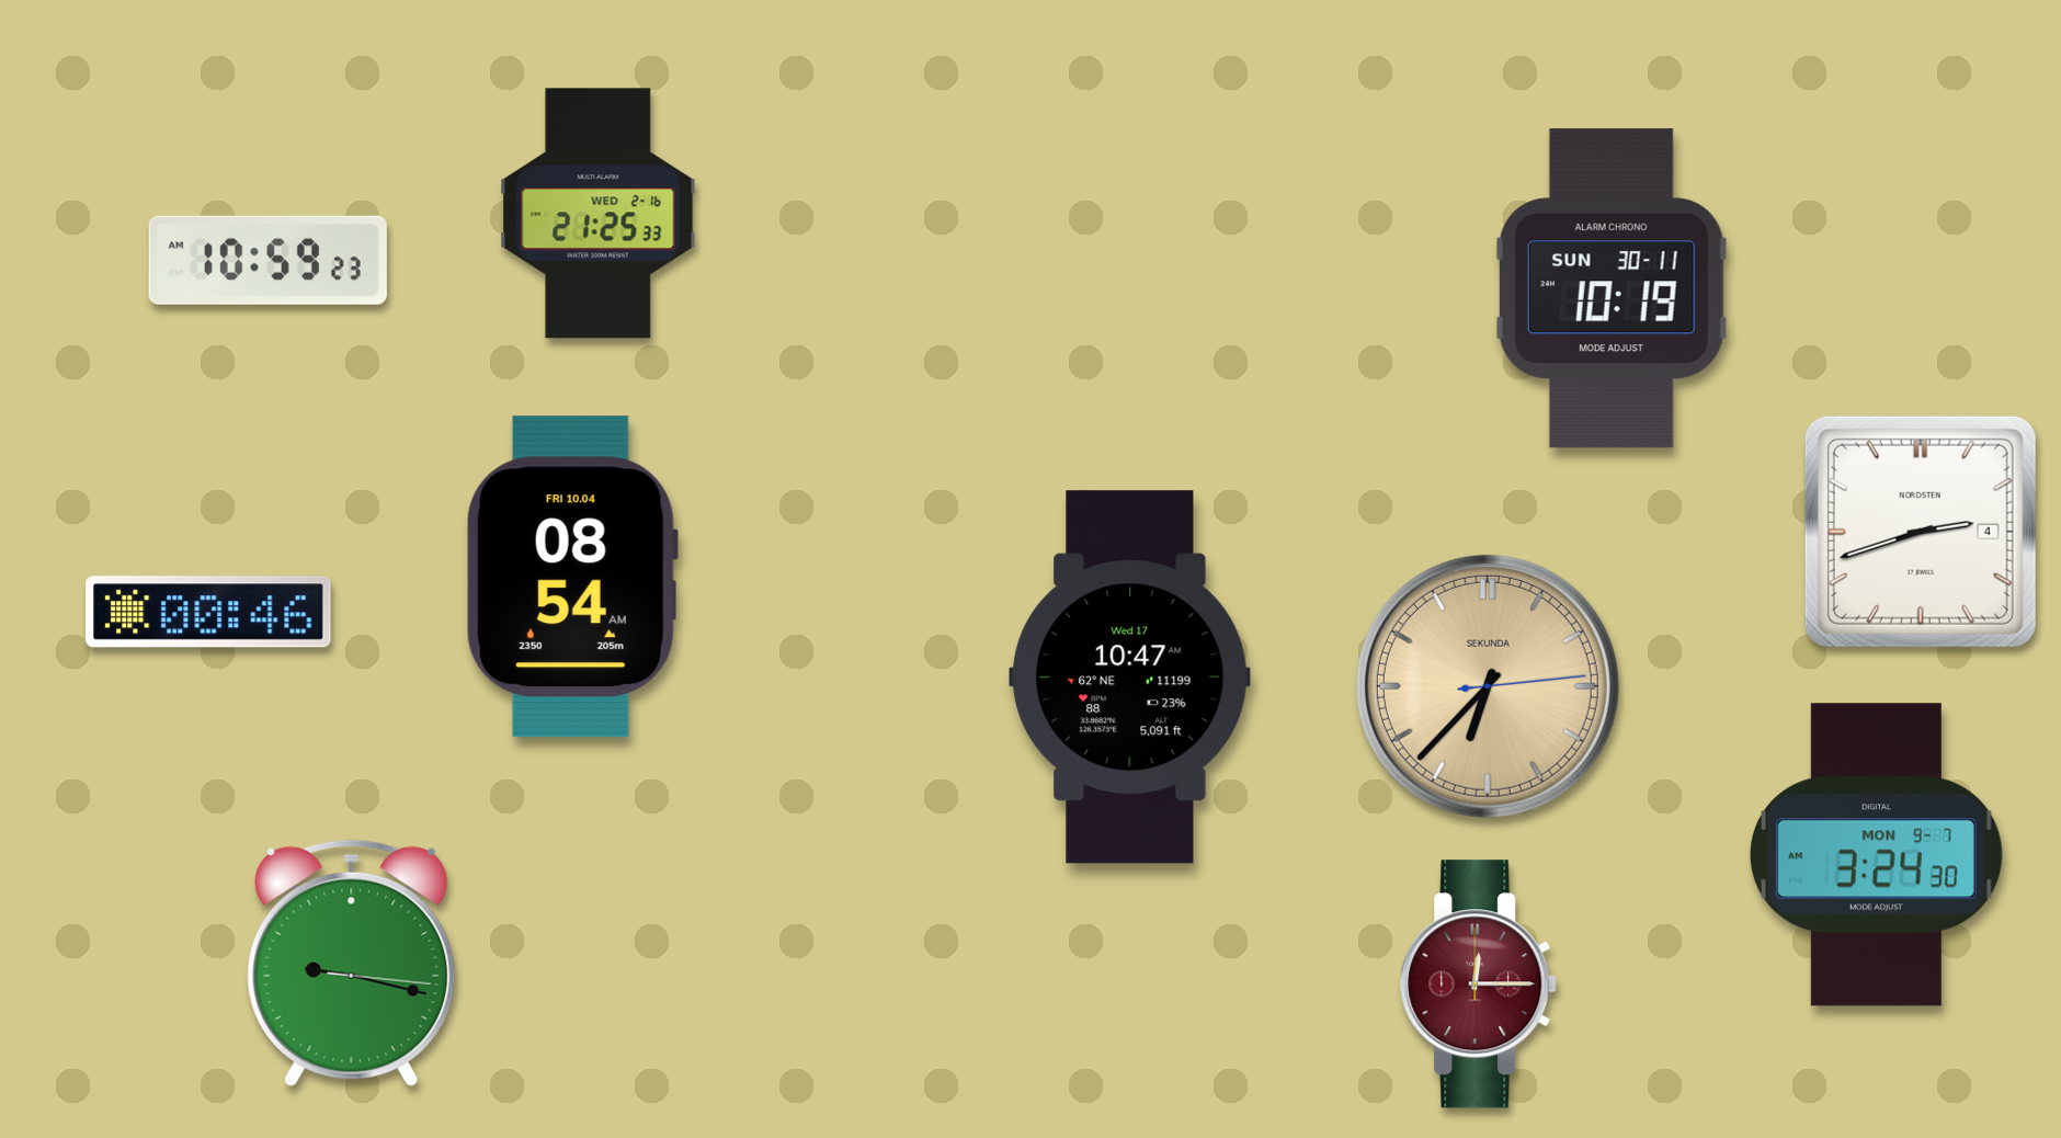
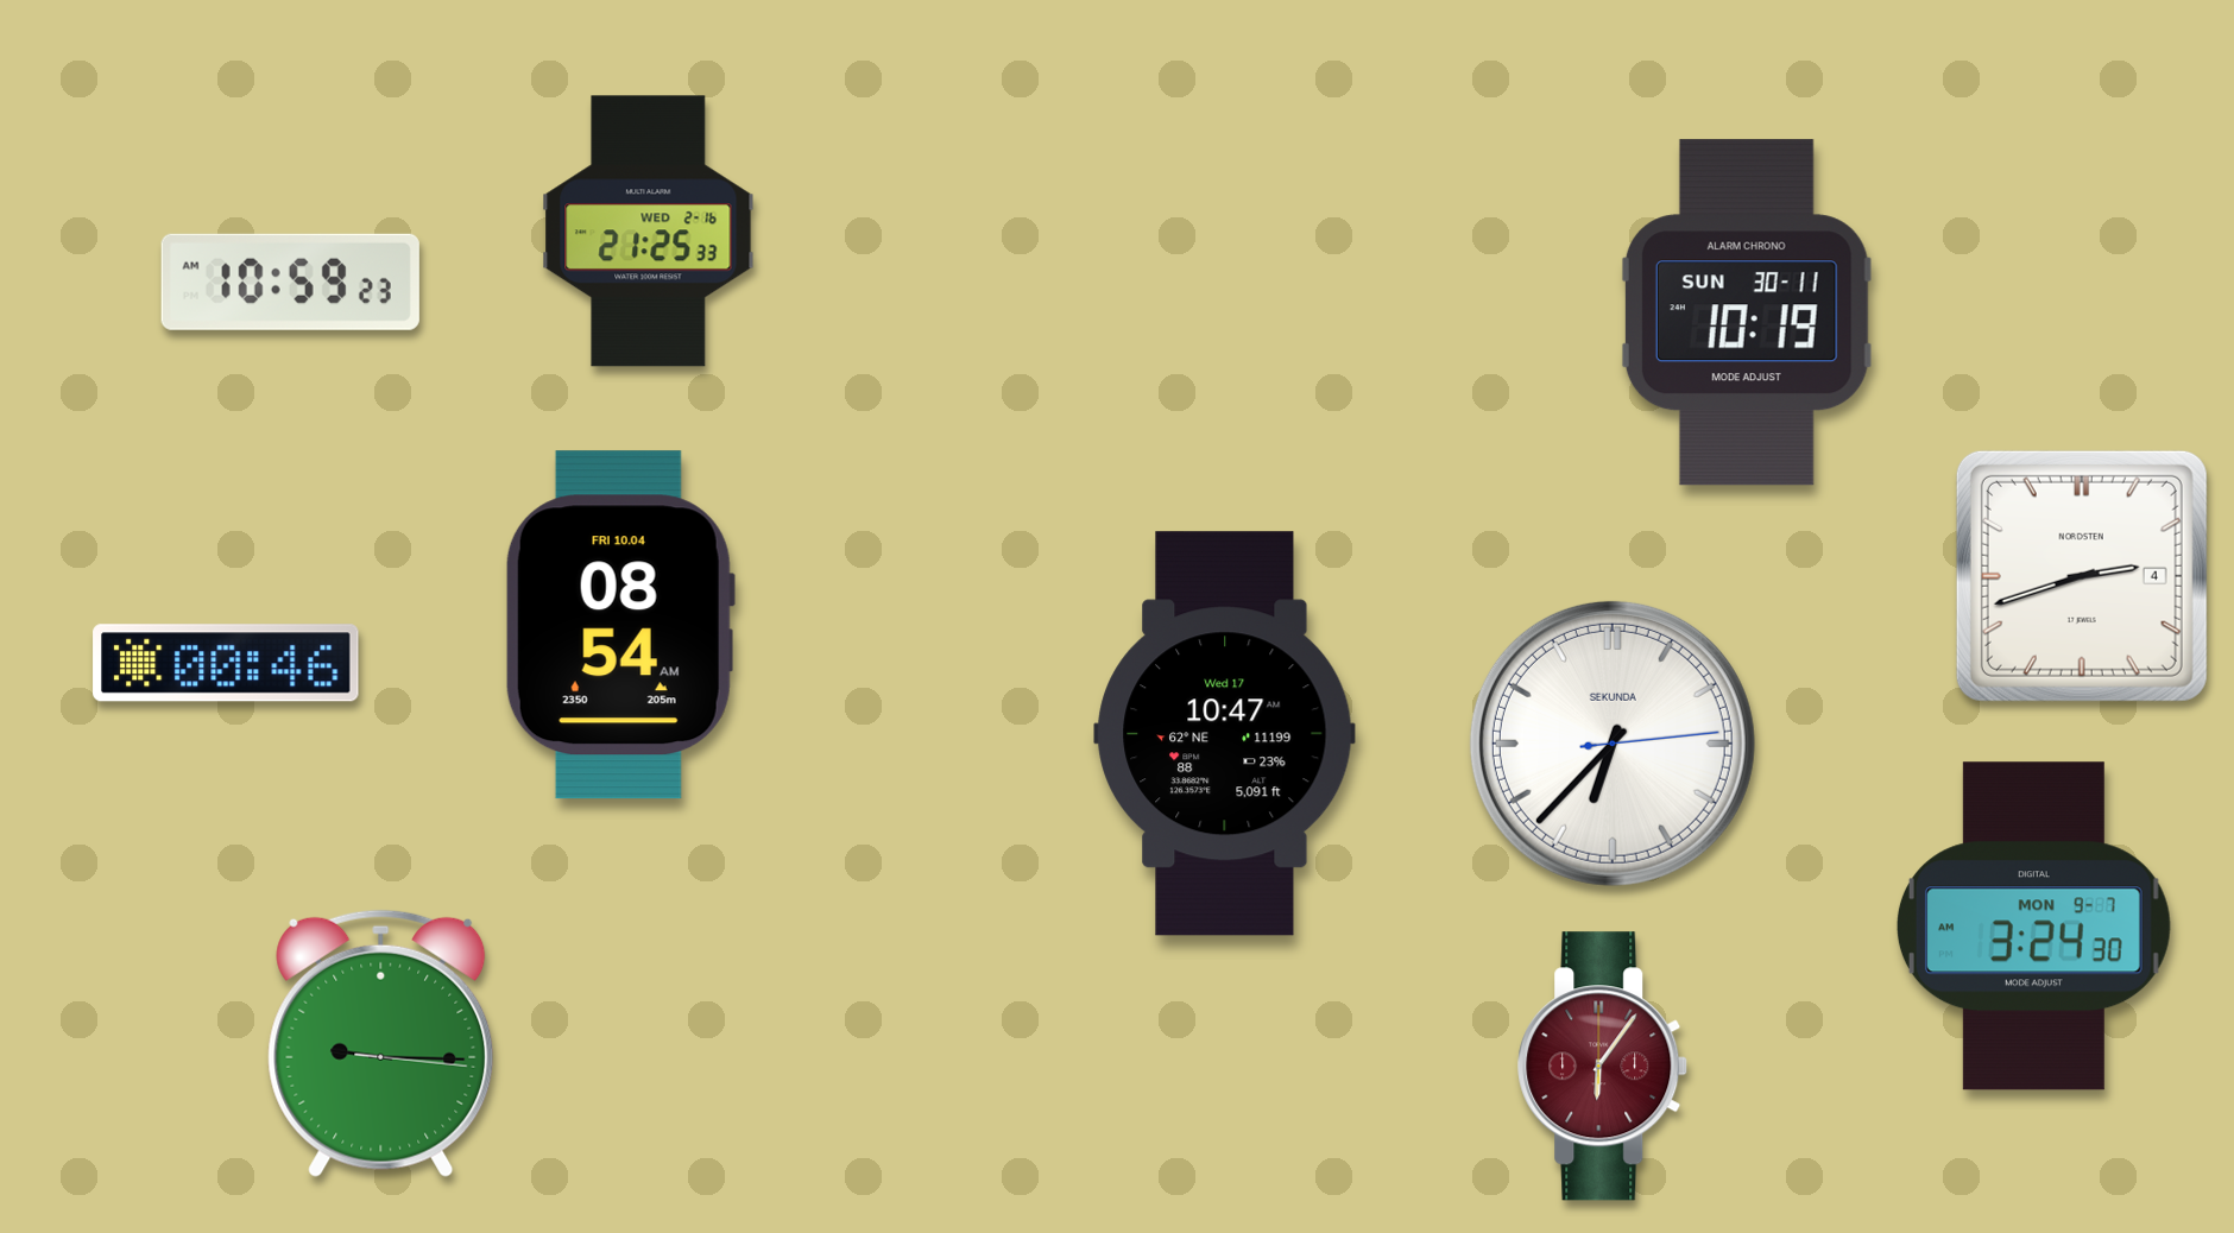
clock at (1488, 686) dial: champagne -> white
clock at (352, 963): 9:17 -> 9:15
clock at (1479, 985): 12:15 -> 6:06
